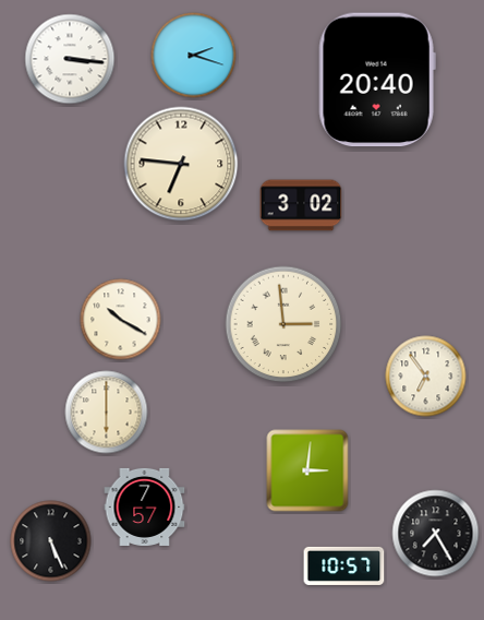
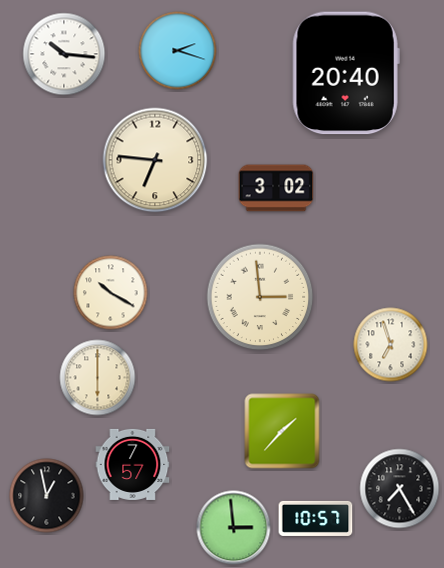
clock at (70, 59): 3:16 -> 10:16
clock at (181, 164) position: (181, 164) -> (155, 160)
clock at (426, 377): 6:54 -> 6:57
clock at (307, 470): 3:01 -> 1:37
clock at (51, 541): 5:26 -> 12:58
clock at (234, 528): none -> 2:59
